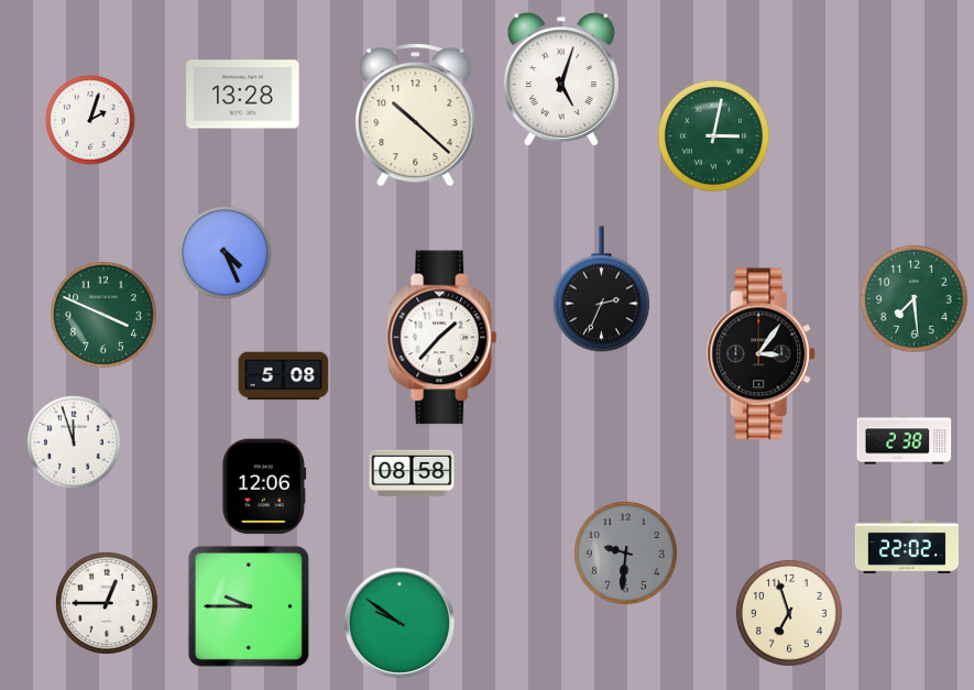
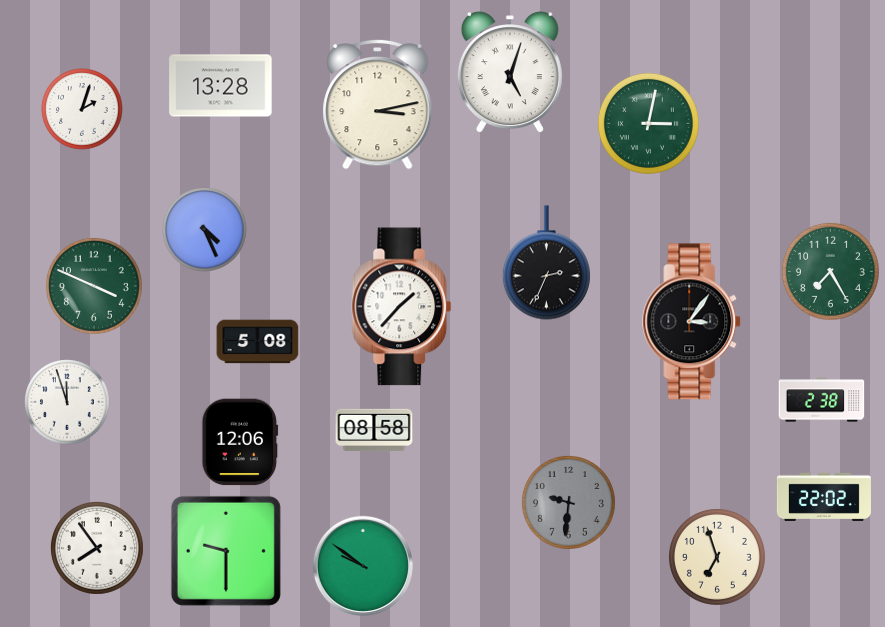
clock at (416, 114): 10:22 -> 3:13
clock at (913, 298): 7:29 -> 7:25
clock at (107, 603): 12:45 -> 7:54
clock at (249, 606): 9:45 -> 9:30
